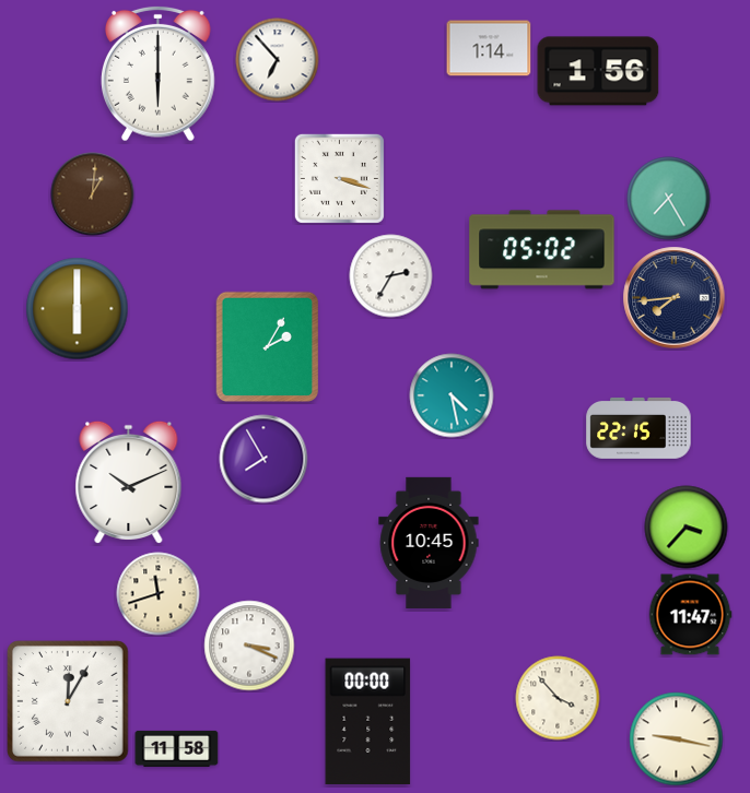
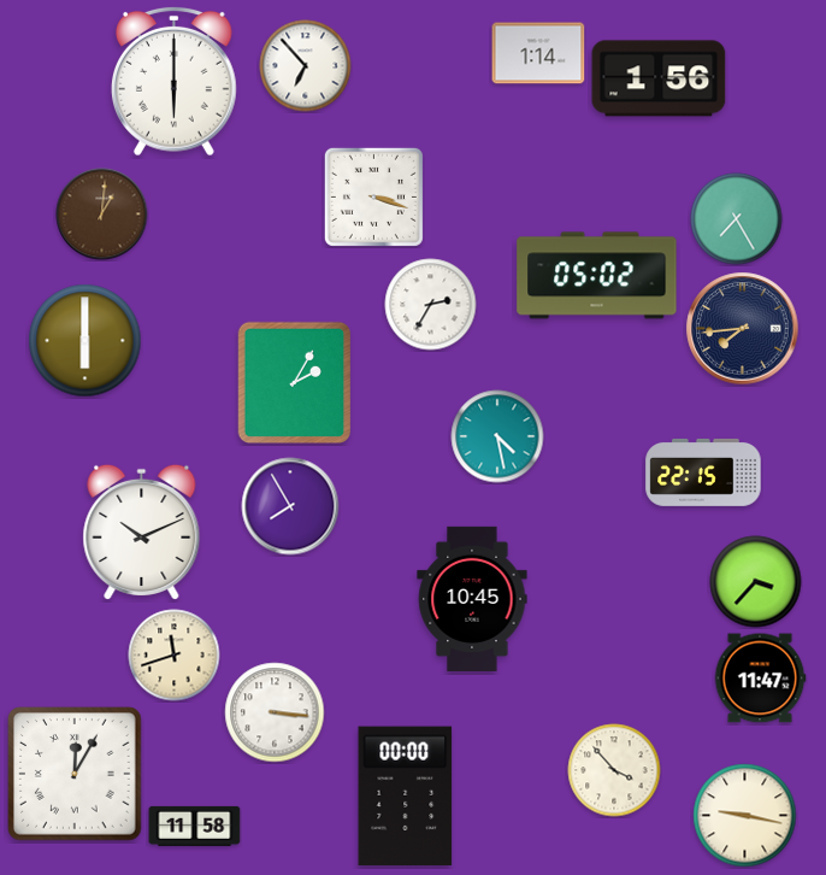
clock at (249, 646): 3:19 -> 3:16
